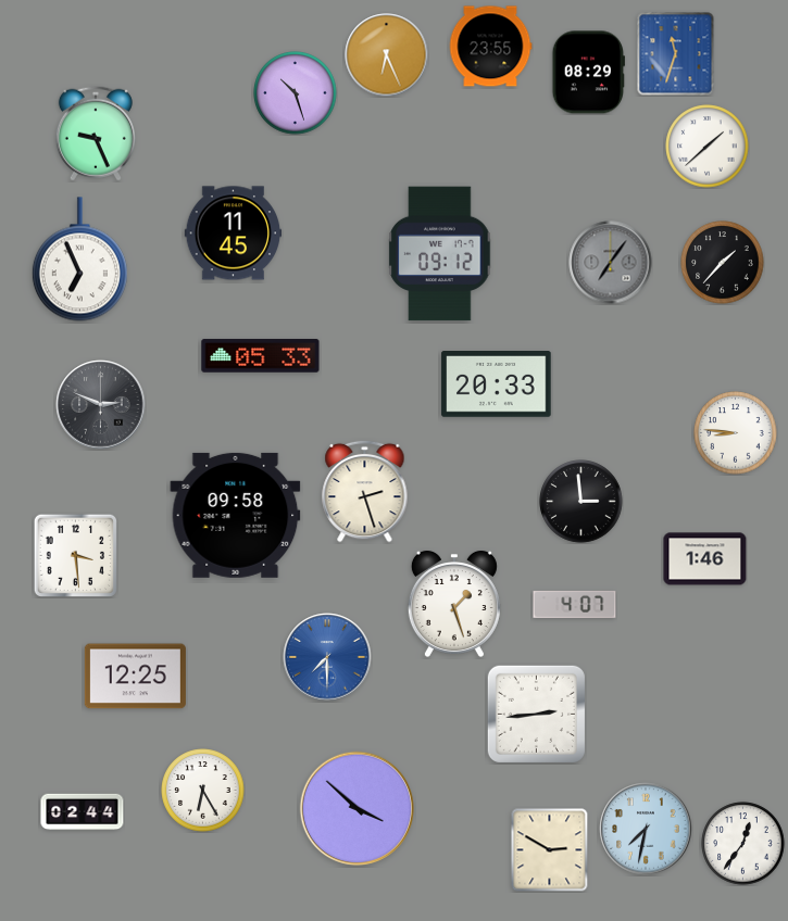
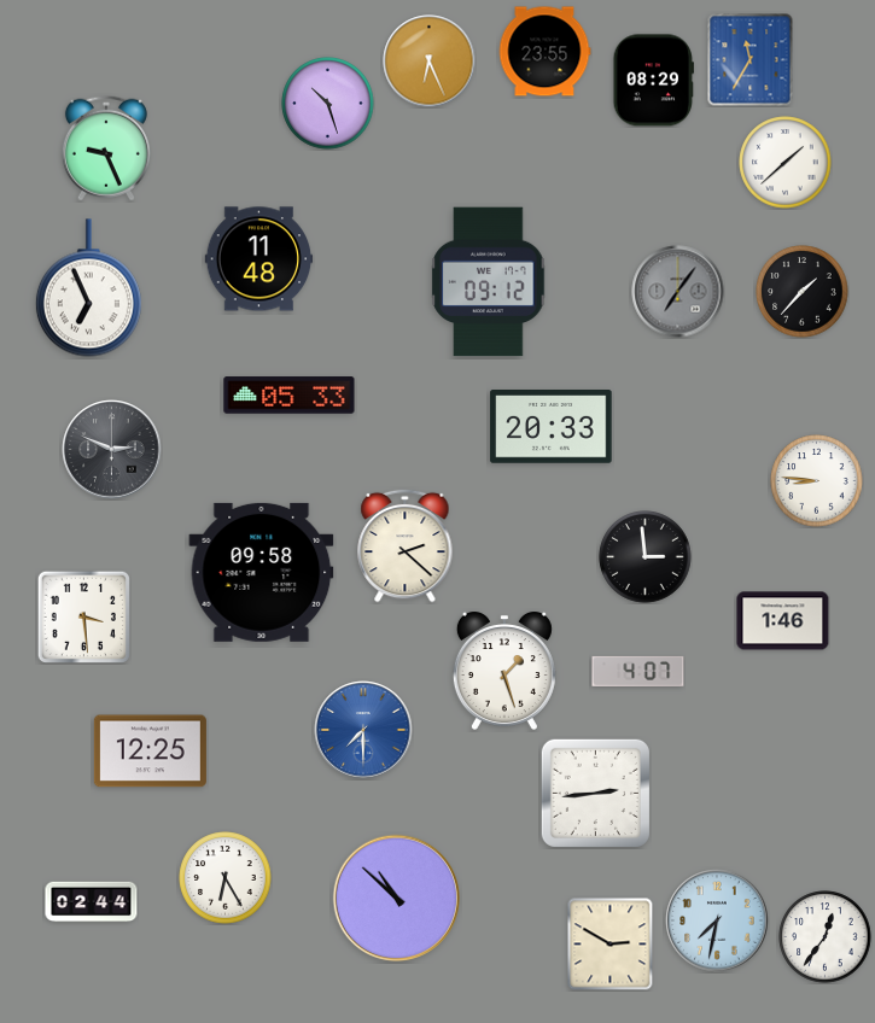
clock at (676, 54): 11:33 -> 11:35
clock at (234, 234): 11:45 -> 11:48
clock at (365, 491): 2:27 -> 2:22
clock at (358, 809): 3:52 -> 10:52
